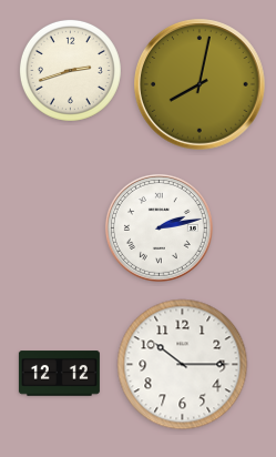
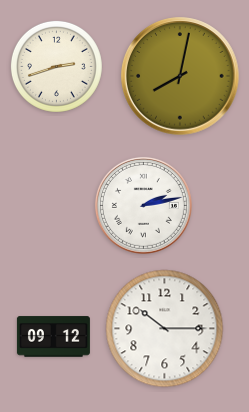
clock at (70, 70) position: (70, 70) -> (56, 66)
clock at (59, 374): 12:12 -> 09:12
